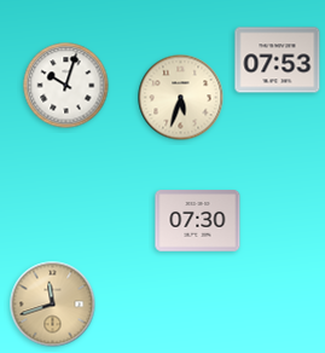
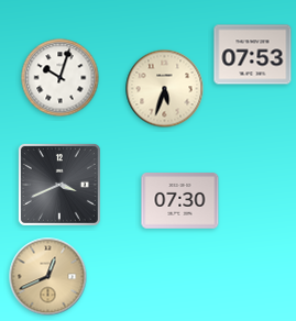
clock at (59, 185): none -> 3:41
clock at (53, 305): 11:42 -> 12:41
